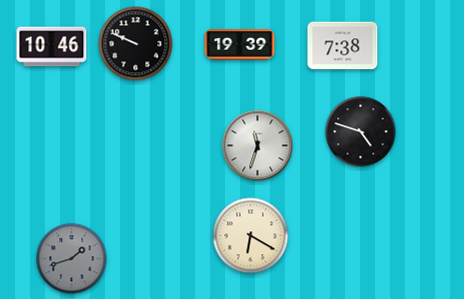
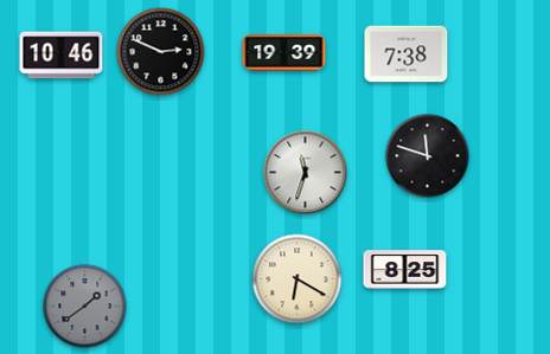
clock at (136, 44): 9:49 -> 2:49
clock at (361, 132): 4:48 -> 11:48
clock at (405, 270): none -> 8:25
clock at (72, 259): 1:42 -> 1:39
